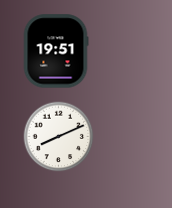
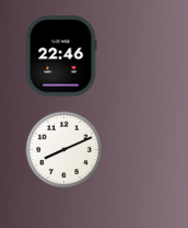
clock at (56, 51): 19:51 -> 22:46
